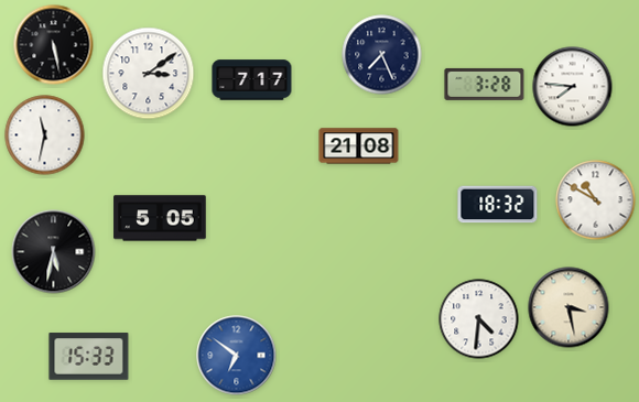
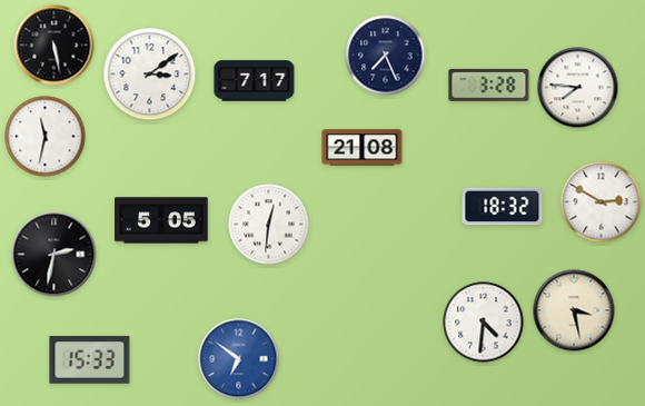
clock at (596, 200): 10:50 -> 2:50
clock at (269, 225): none -> 12:31
clock at (54, 252): 5:32 -> 2:32
